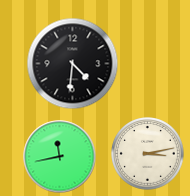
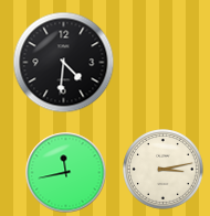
clock at (73, 64) position: (73, 64) -> (64, 63)
